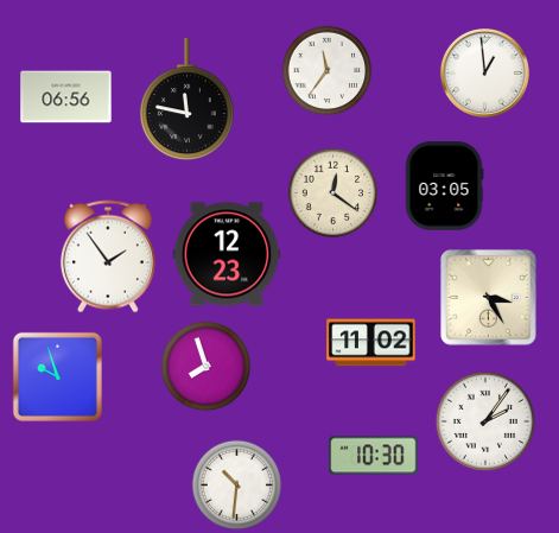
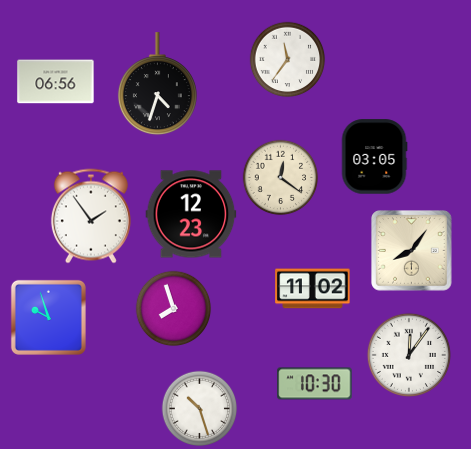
clock at (328, 71) position: (328, 71) -> (288, 60)
clock at (484, 72): 12:59 -> none
clock at (186, 100): 11:47 -> 4:33
clock at (334, 193) position: (334, 193) -> (281, 178)
clock at (489, 298): 3:25 -> 8:06
clock at (484, 420): 2:06 -> 12:06
clock at (237, 486): 10:31 -> 10:27
